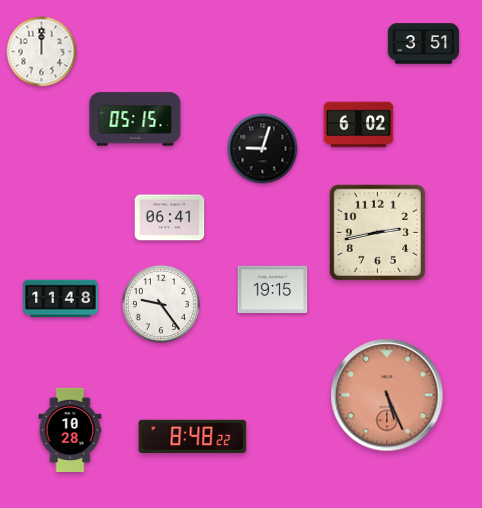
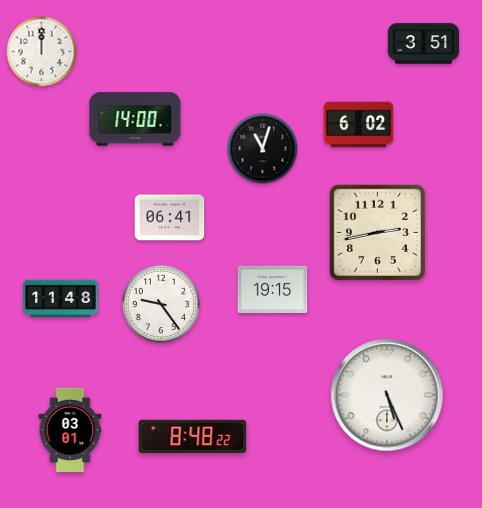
clock at (135, 119): 05:15 -> 14:00
clock at (263, 149): 9:03 -> 11:03
clock at (387, 395) dial: salmon -> white
clock at (70, 430): 10:28 -> 03:01
